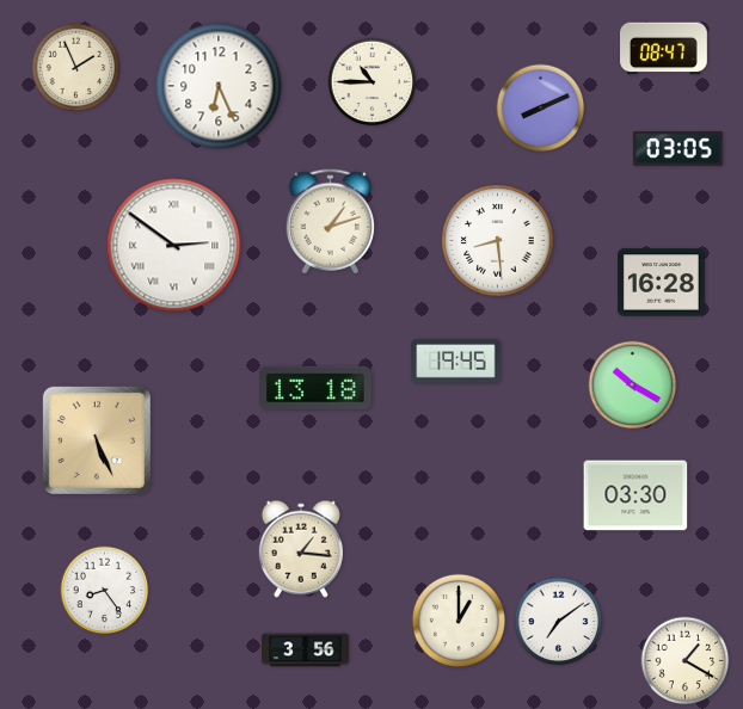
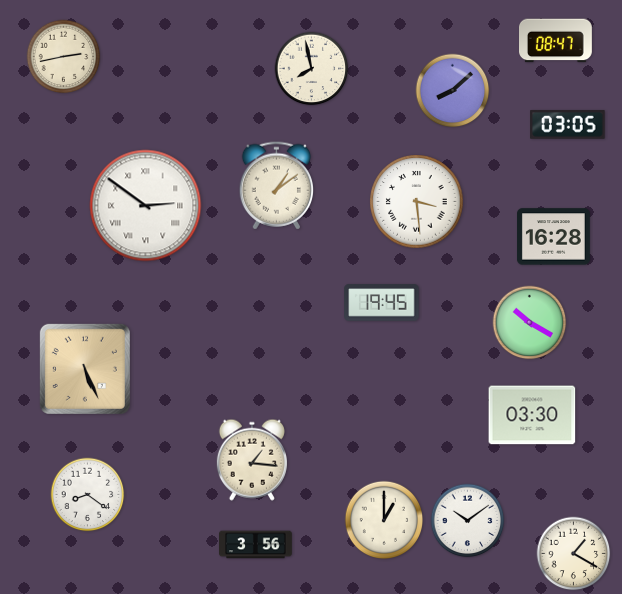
clock at (76, 68): 1:56 -> 2:43
clock at (373, 82): 10:45 -> 7:58
clock at (219, 86): 6:26 -> none
clock at (541, 109): 8:11 -> 8:08
clock at (330, 222): 1:12 -> 1:09
clock at (498, 241): 8:29 -> 3:29
clock at (315, 388): 13:18 -> none
clock at (97, 440) position: (97, 440) -> (85, 369)
clock at (105, 591): 8:24 -> 8:21
clock at (559, 622): 7:09 -> 10:09
